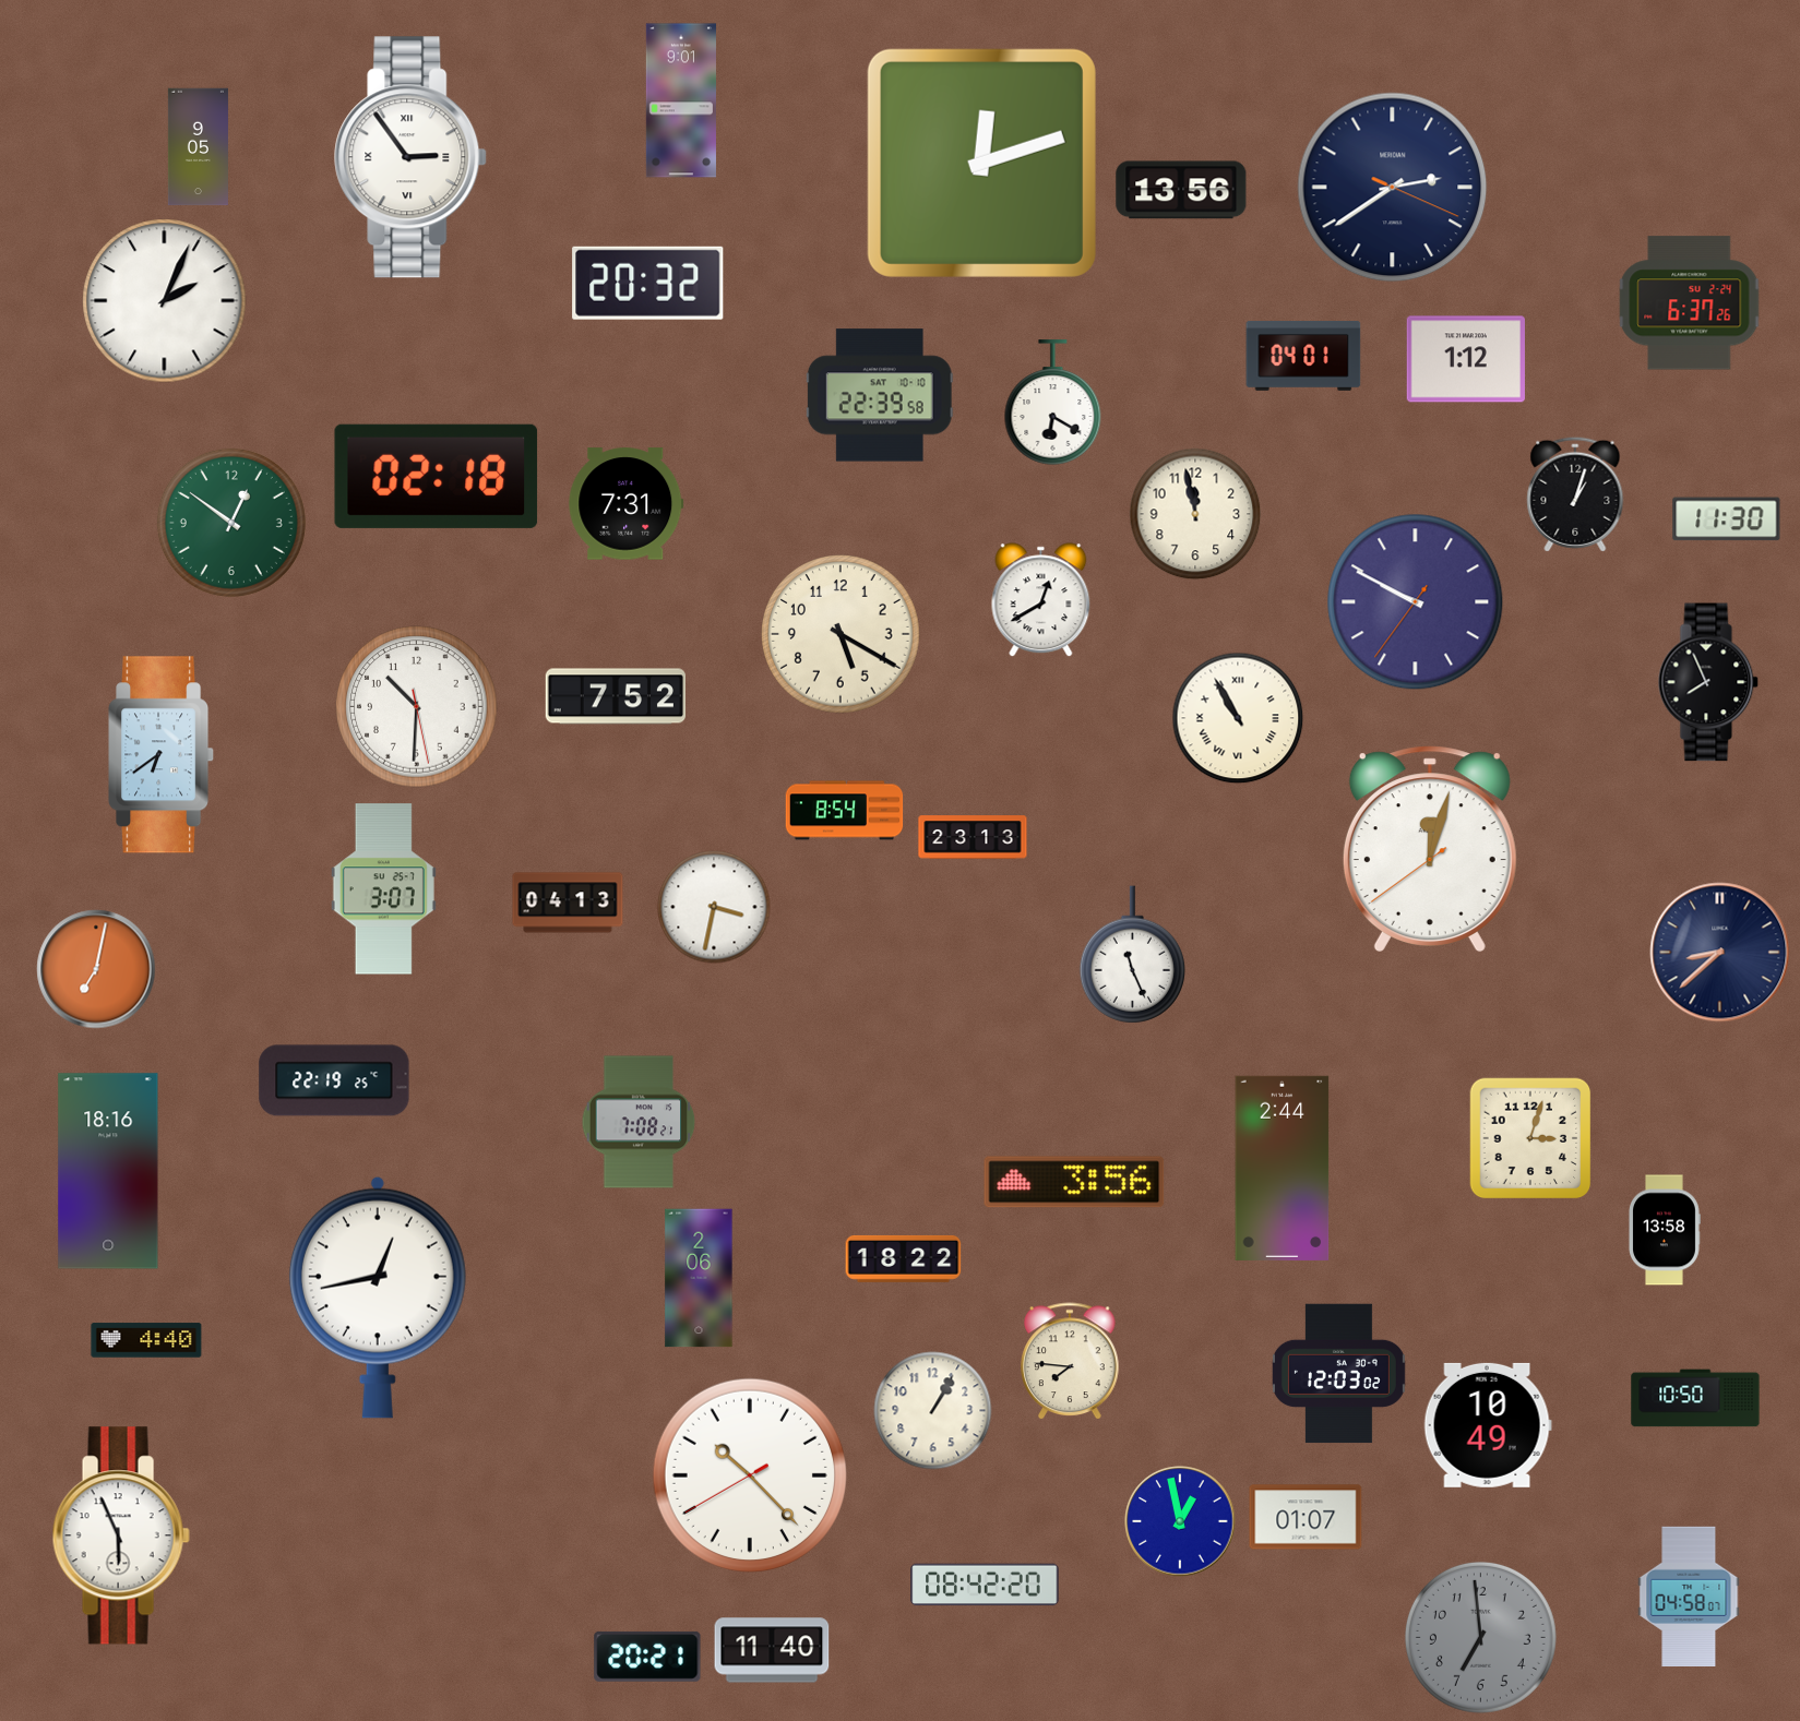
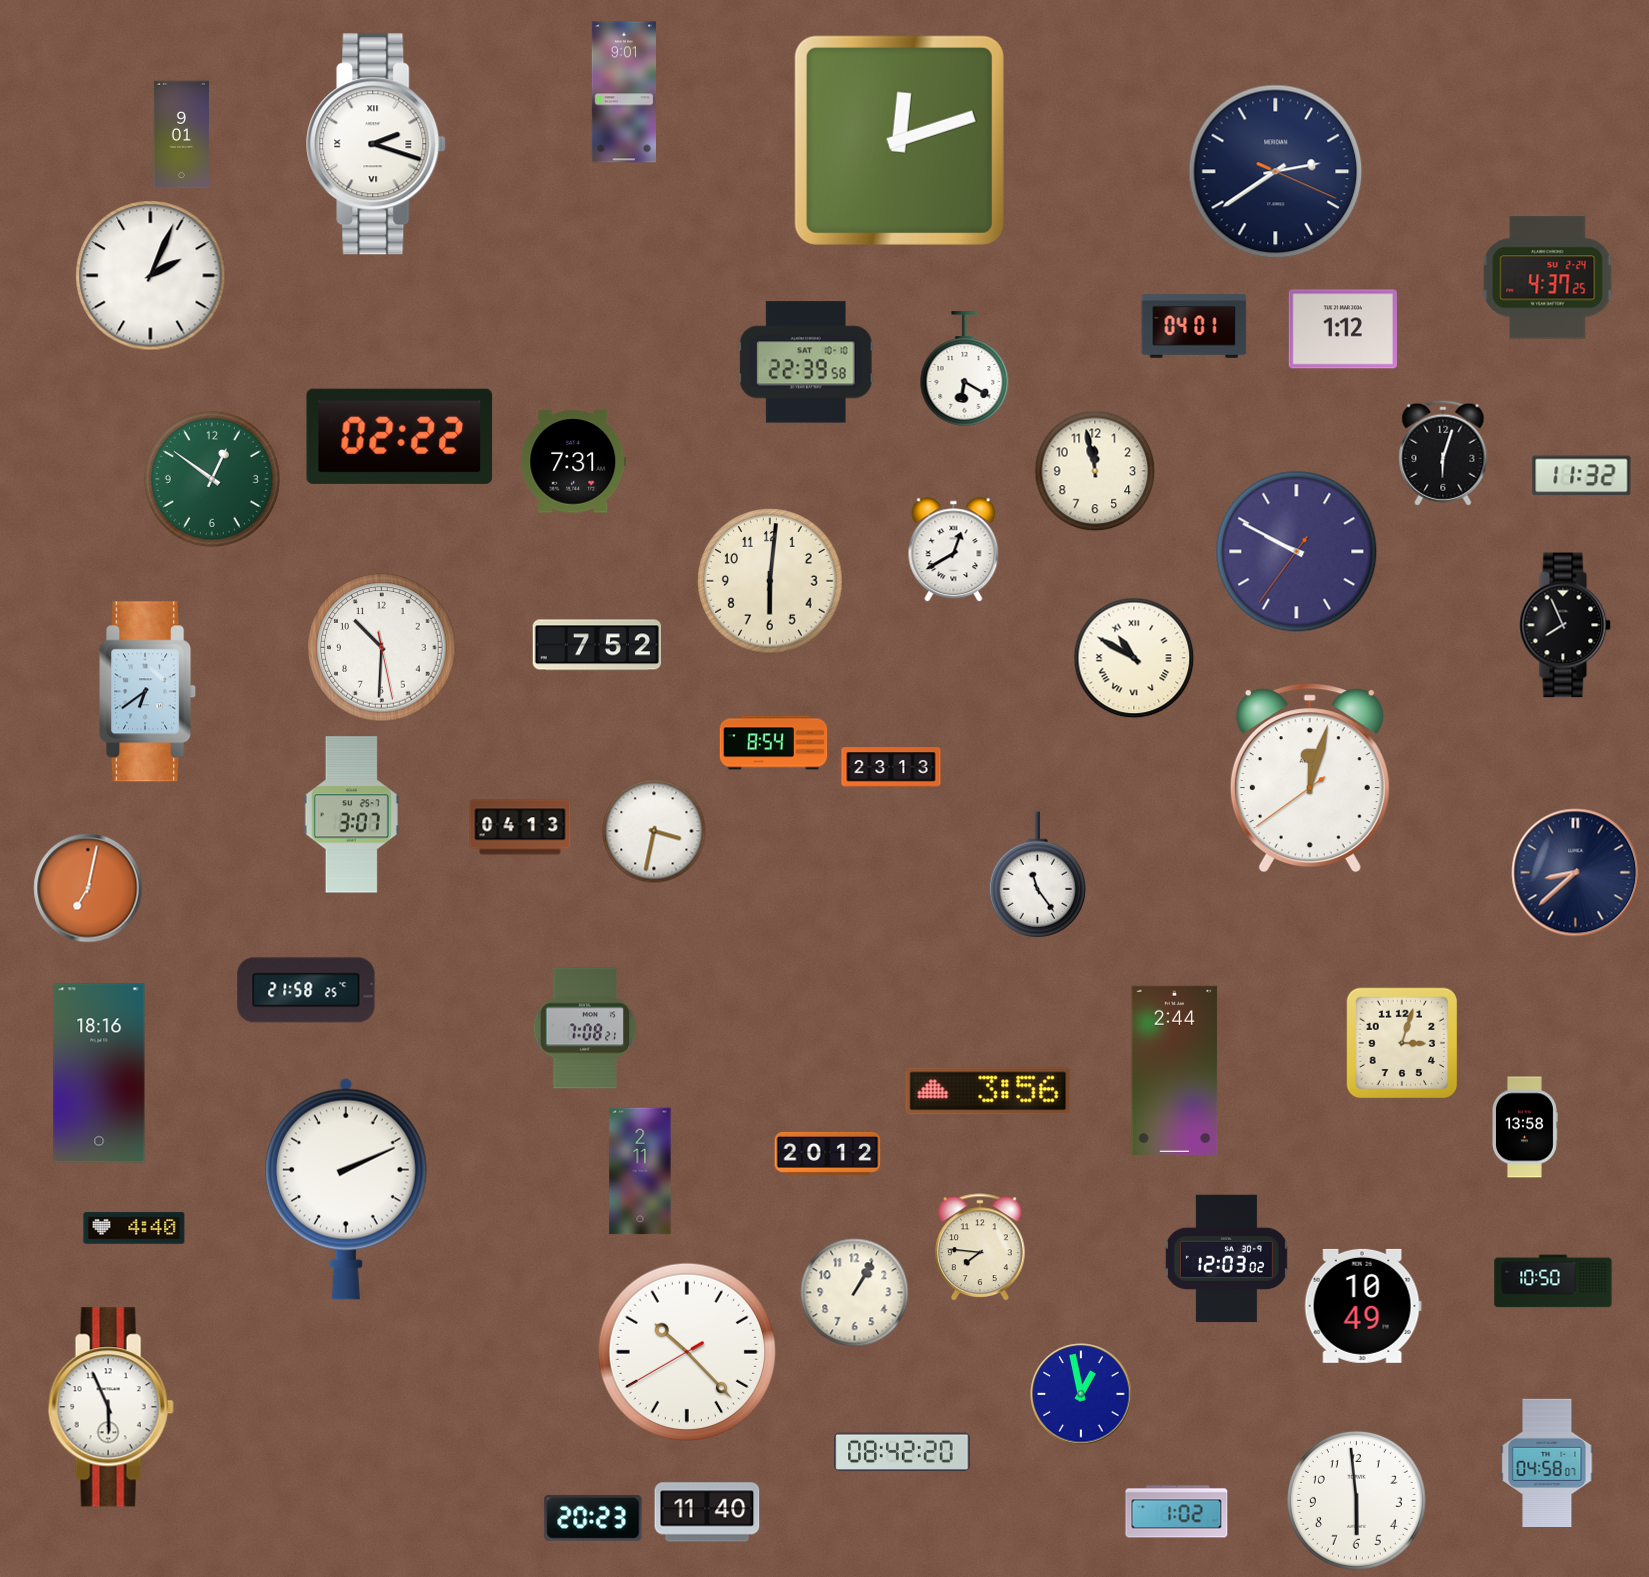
clock at (198, 147): 9:05 -> 9:01
clock at (412, 157): 2:54 -> 2:18
clock at (981, 163) position: (981, 163) -> (899, 140)
clock at (1181, 190): 13:56 -> none
clock at (648, 283): 20:32 -> none
clock at (1690, 303): 6:37 -> 4:37
clock at (437, 476): 02:18 -> 02:22
clock at (1575, 494): 1:03 -> 6:03
clock at (1727, 519): 11:30 -> 11:32
clock at (841, 634): 5:20 -> 6:01
clock at (615, 696) position: (615, 696) -> (596, 645)
clock at (1238, 718): 10:55 -> 10:50
clock at (1132, 955): 11:26 -> 11:24
clock at (334, 1080): 22:19 -> 21:58
clock at (1074, 1182) position: (1074, 1182) -> (988, 1091)
clock at (904, 1258): 18:22 -> 20:12
clock at (699, 1278): 2:06 -> 2:11
clock at (378, 1298): 12:43 -> 2:11
clock at (1306, 1517): 01:07 -> none
clock at (1480, 1637): 6:59 -> 5:59
clock at (1480, 1637) dial: grey -> white
clock at (1177, 1512): none -> 1:02
clock at (647, 1657): 20:21 -> 20:23
